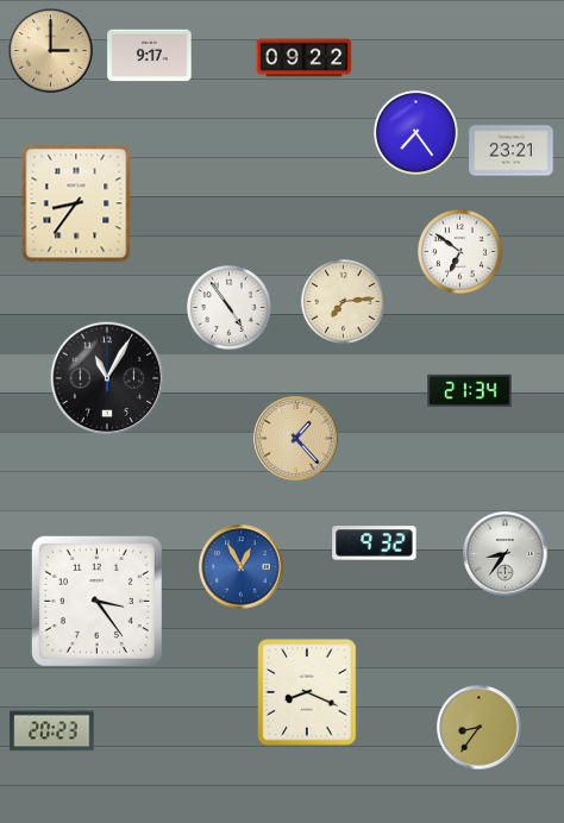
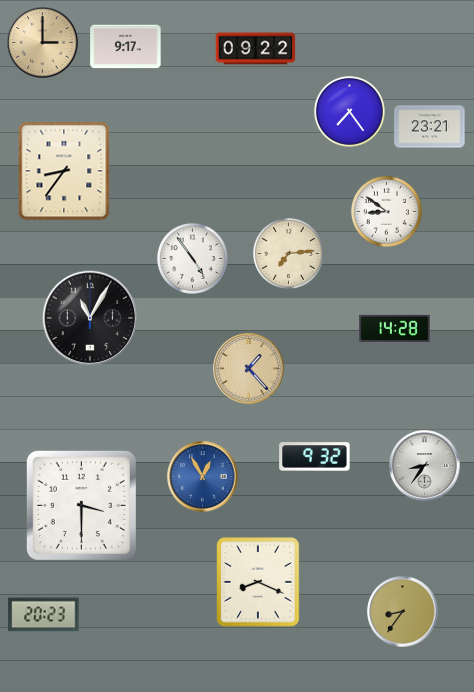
clock at (459, 251): 6:51 -> 8:51
clock at (470, 390): 21:34 -> 14:28
clock at (96, 601): 3:24 -> 3:30
